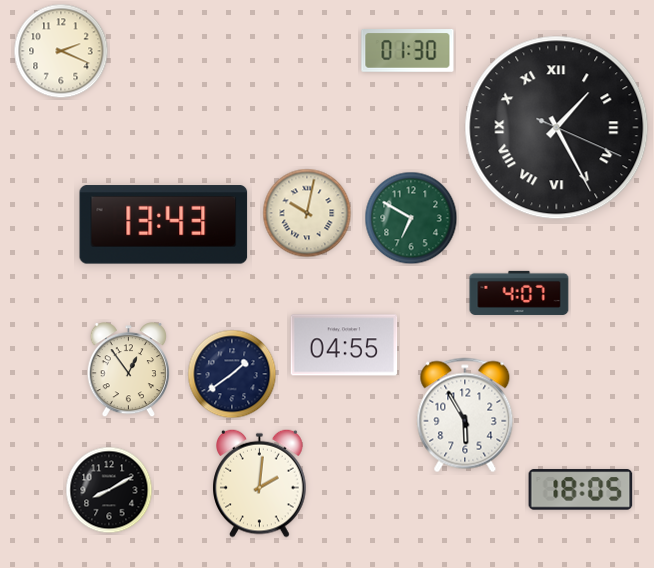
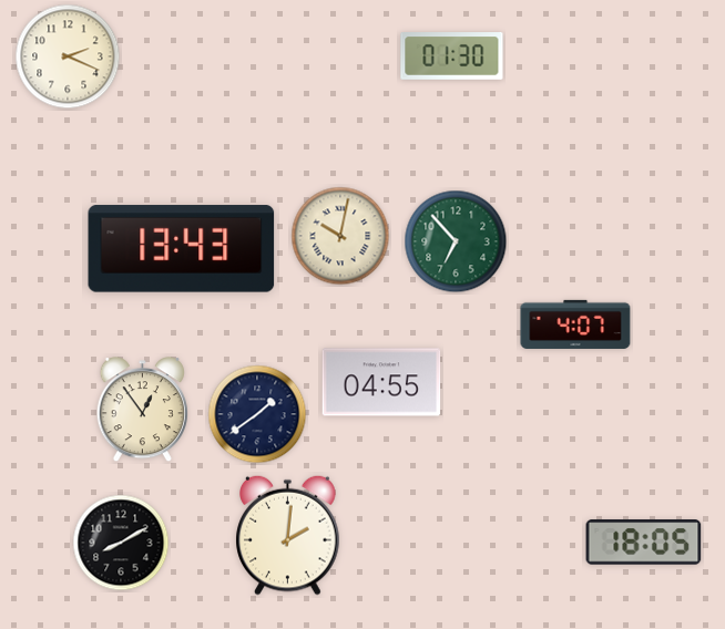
clock at (557, 128): 1:25 -> none
clock at (411, 218): 6:50 -> 6:53
clock at (465, 415): 5:55 -> none
